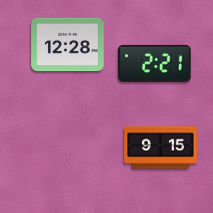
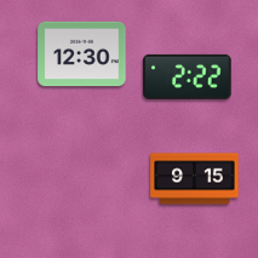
clock at (68, 45): 12:28 -> 12:30
clock at (155, 63): 2:21 -> 2:22
